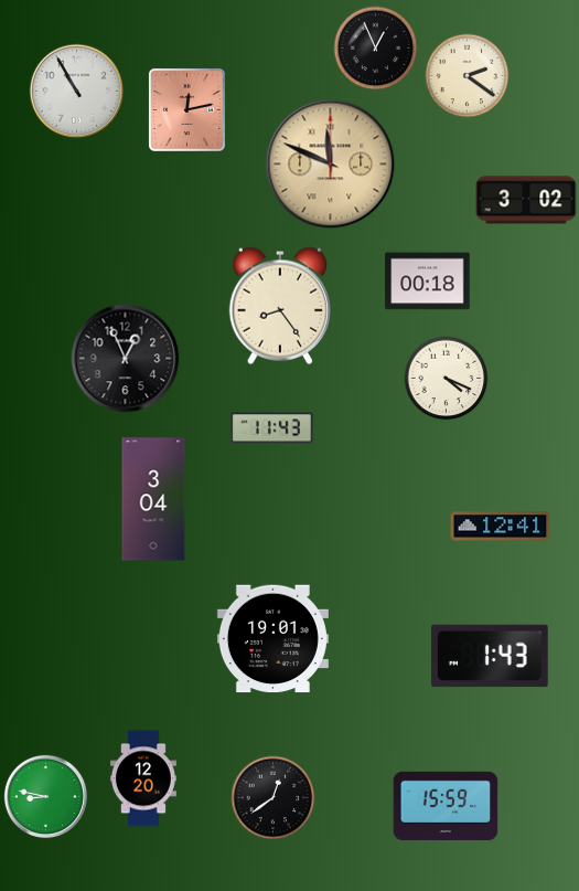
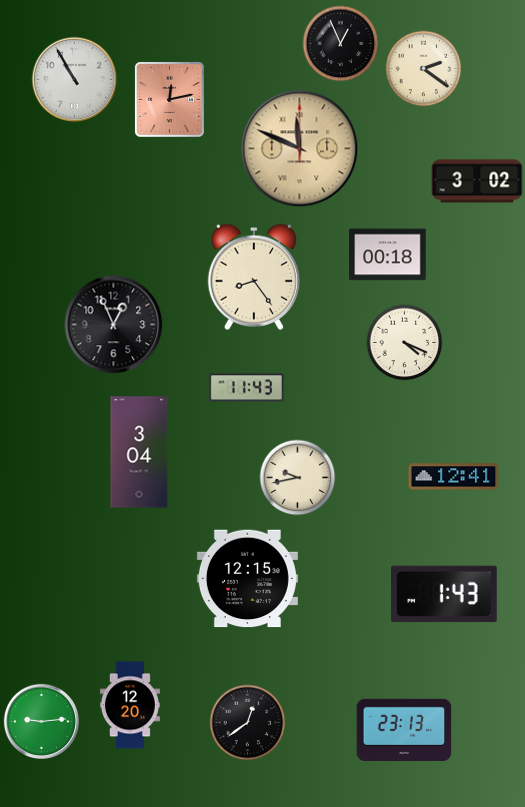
clock at (77, 92) position: (77, 92) -> (75, 80)
clock at (298, 478): none -> 9:43
clock at (272, 639): 19:01 -> 12:15
clock at (45, 796): 8:47 -> 9:14
clock at (446, 805): 15:59 -> 23:13
